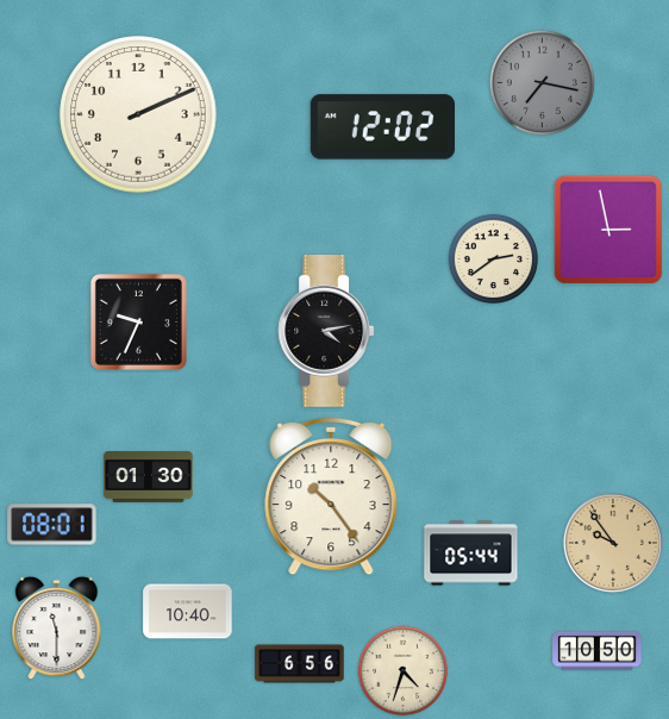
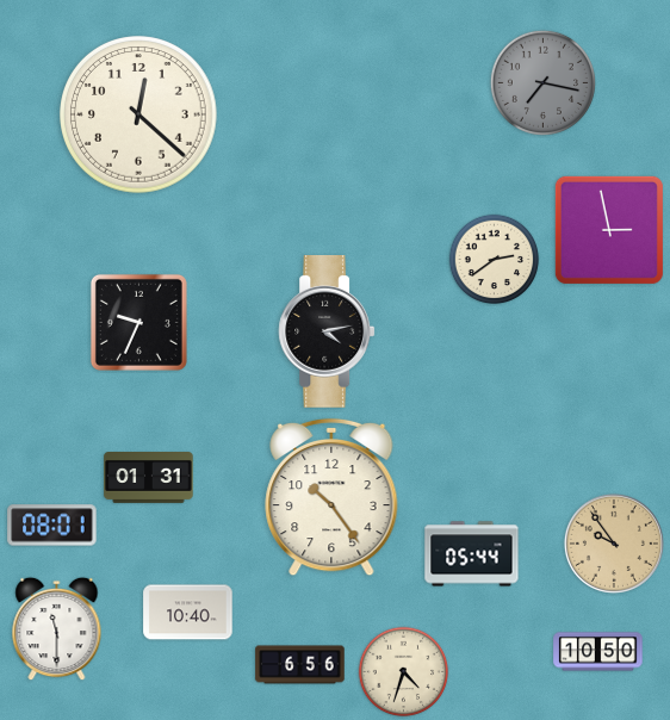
clock at (138, 114): 2:11 -> 12:22
clock at (382, 127): 12:02 -> none
clock at (149, 477): 01:30 -> 01:31
